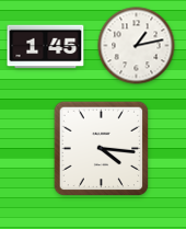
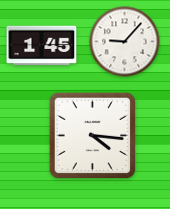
clock at (137, 46): 1:13 -> 9:07
clock at (46, 47) position: (46, 47) -> (42, 46)
